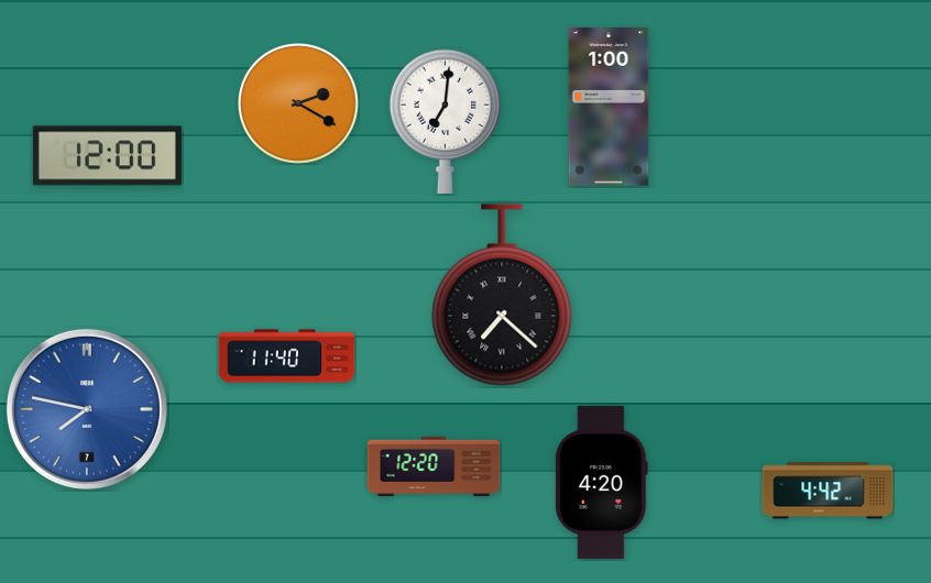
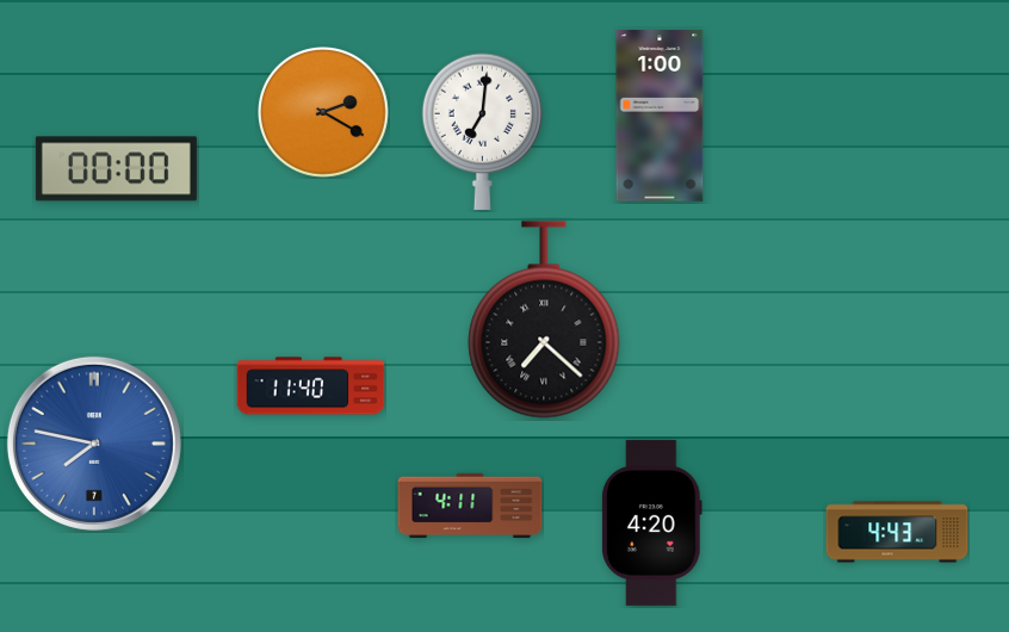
clock at (107, 156): 12:00 -> 00:00
clock at (434, 466): 12:20 -> 4:11
clock at (828, 491): 4:42 -> 4:43
